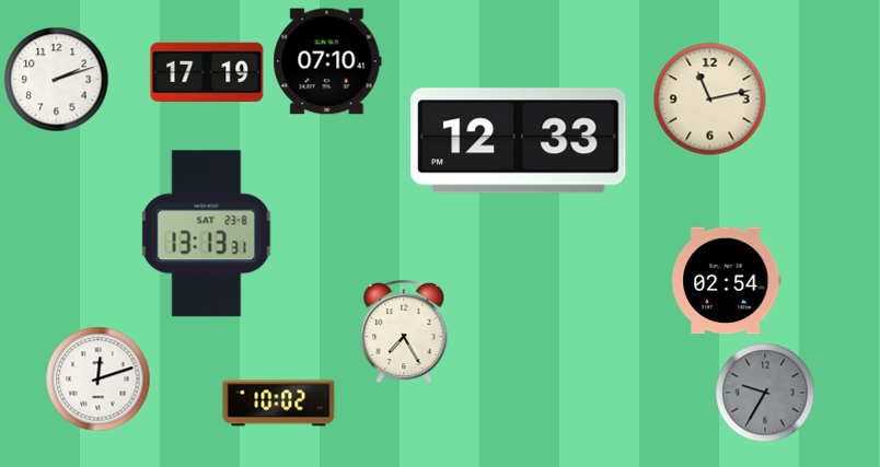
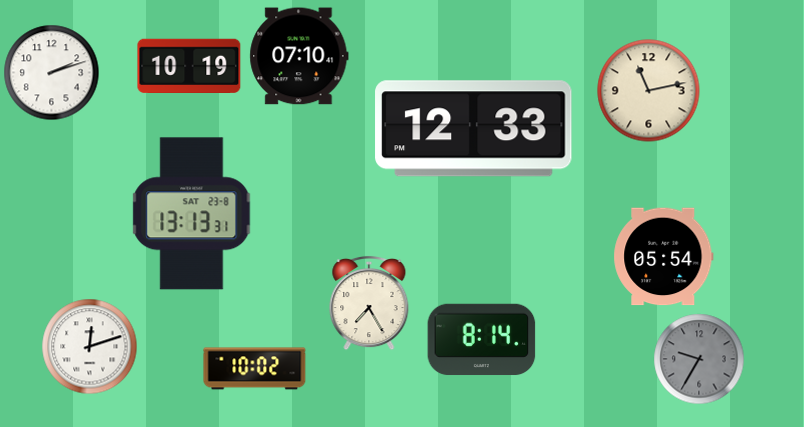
clock at (207, 71): 17:19 -> 10:19
clock at (207, 234) position: (207, 234) -> (192, 214)
clock at (727, 281): 02:54 -> 05:54
clock at (482, 340): none -> 8:14
